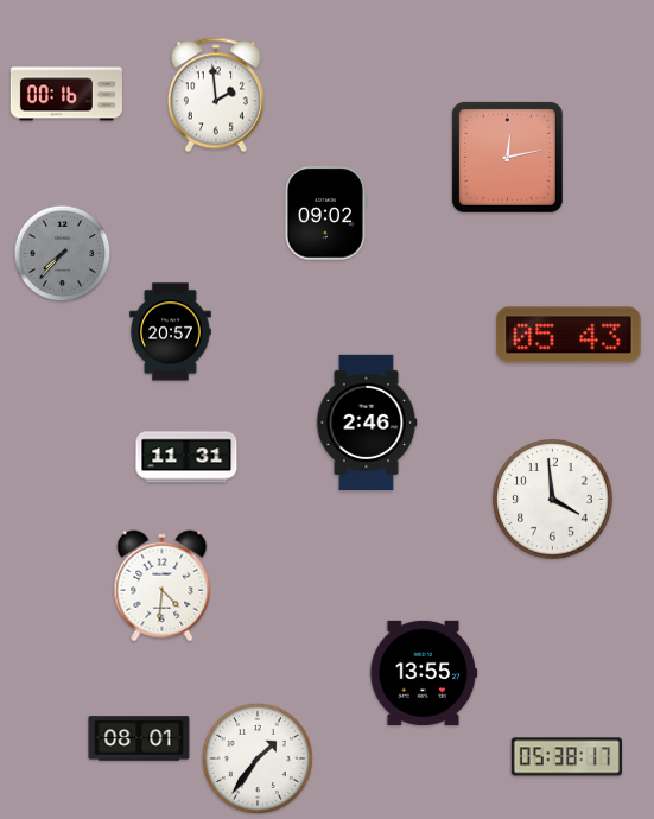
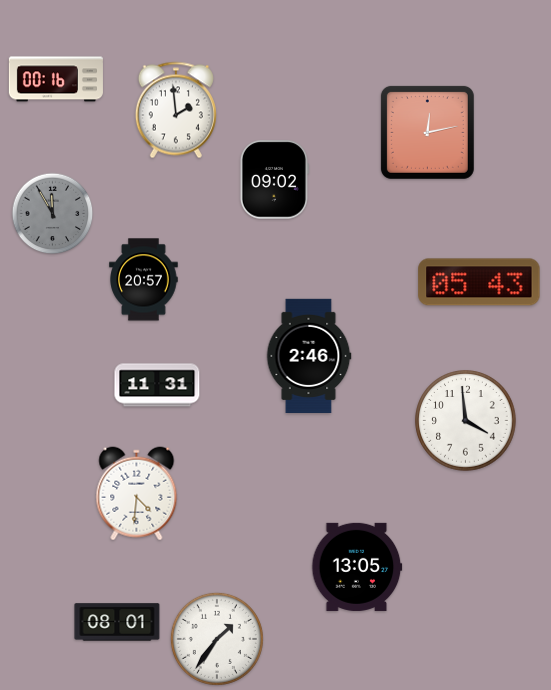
clock at (216, 95) position: (216, 95) -> (176, 110)
clock at (63, 254): 7:37 -> 11:55
clock at (424, 673): 13:55 -> 13:05
clock at (566, 757): 05:38 -> none
